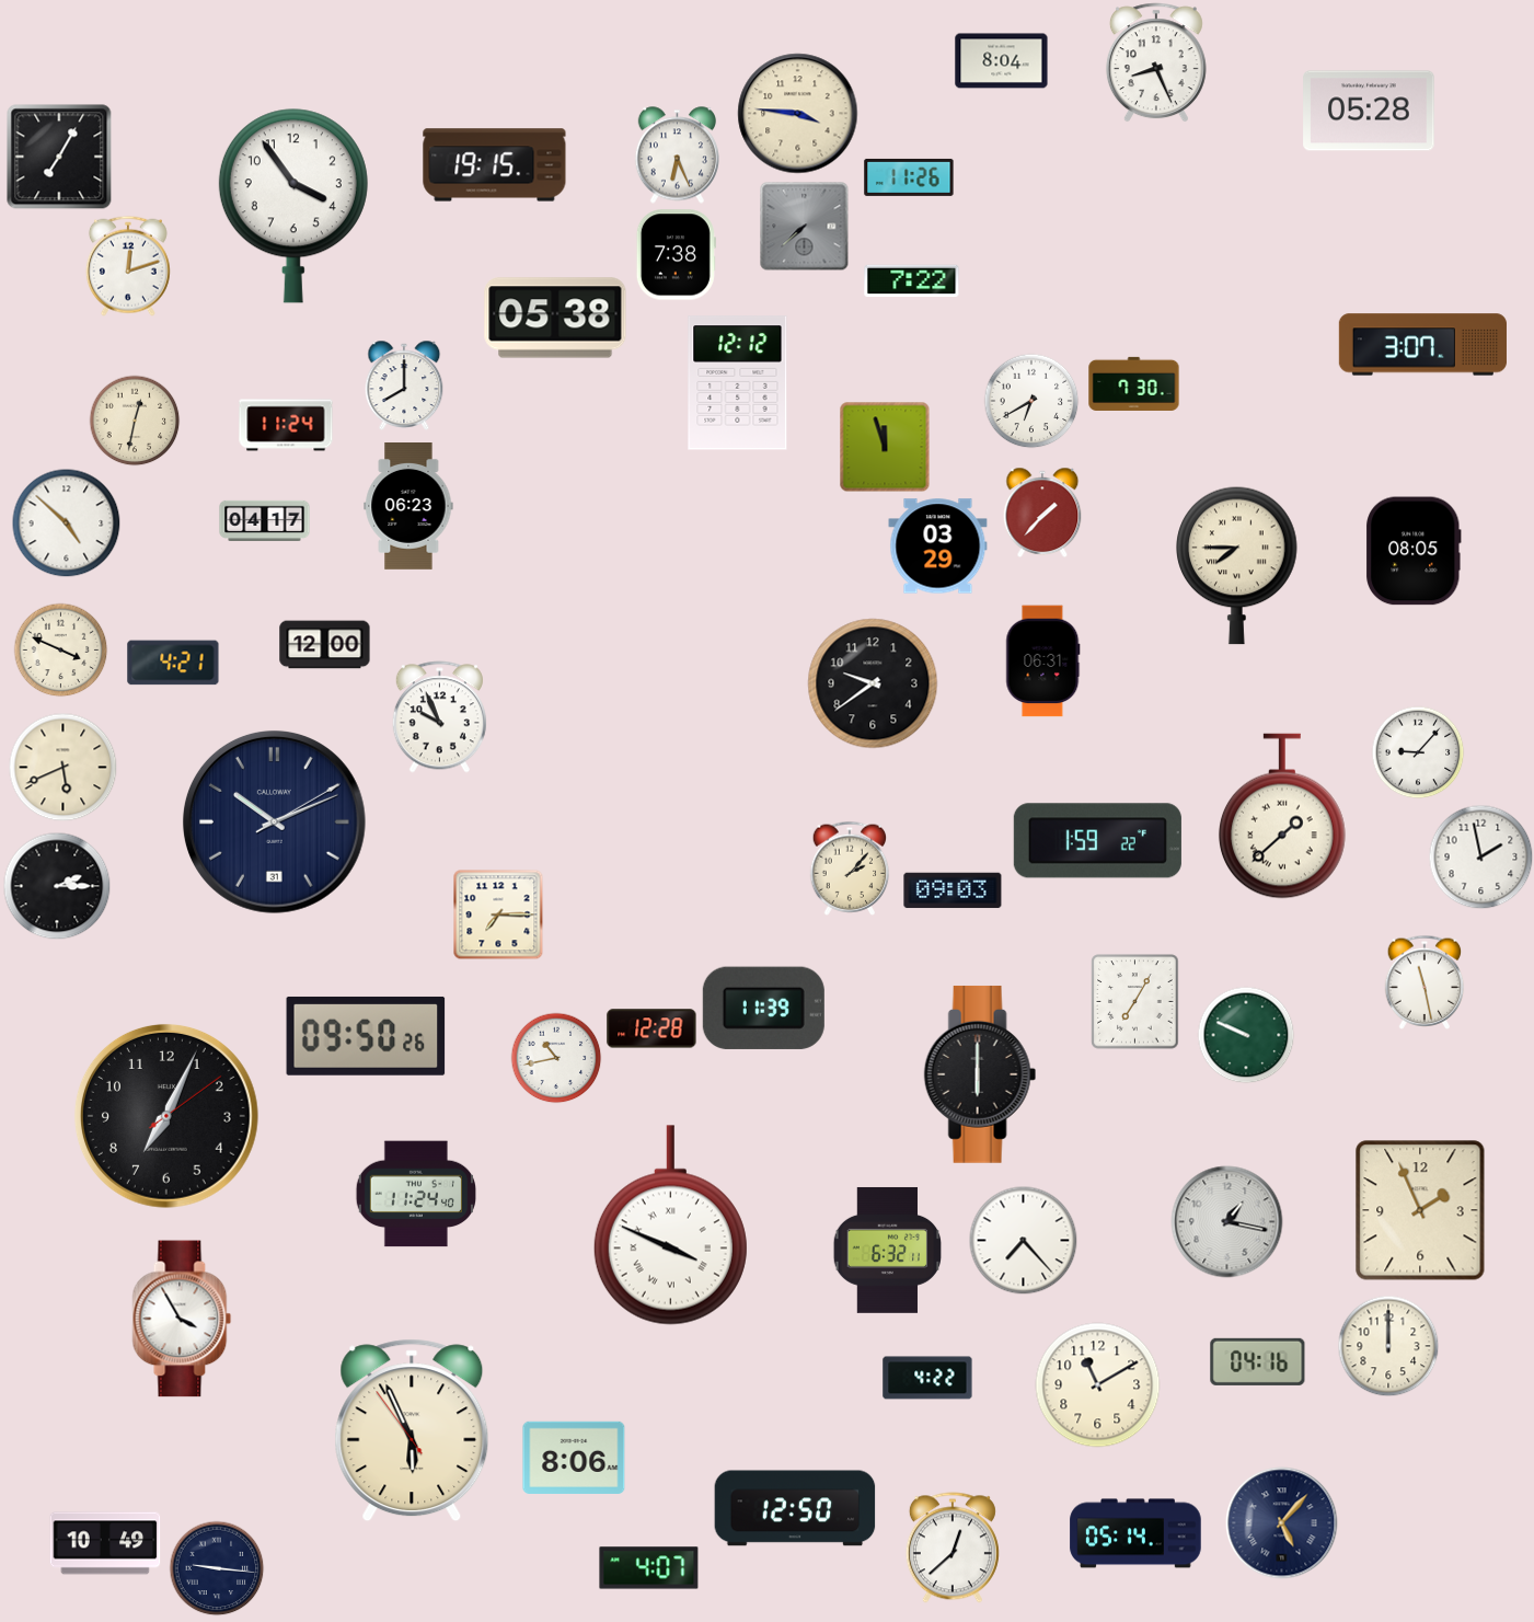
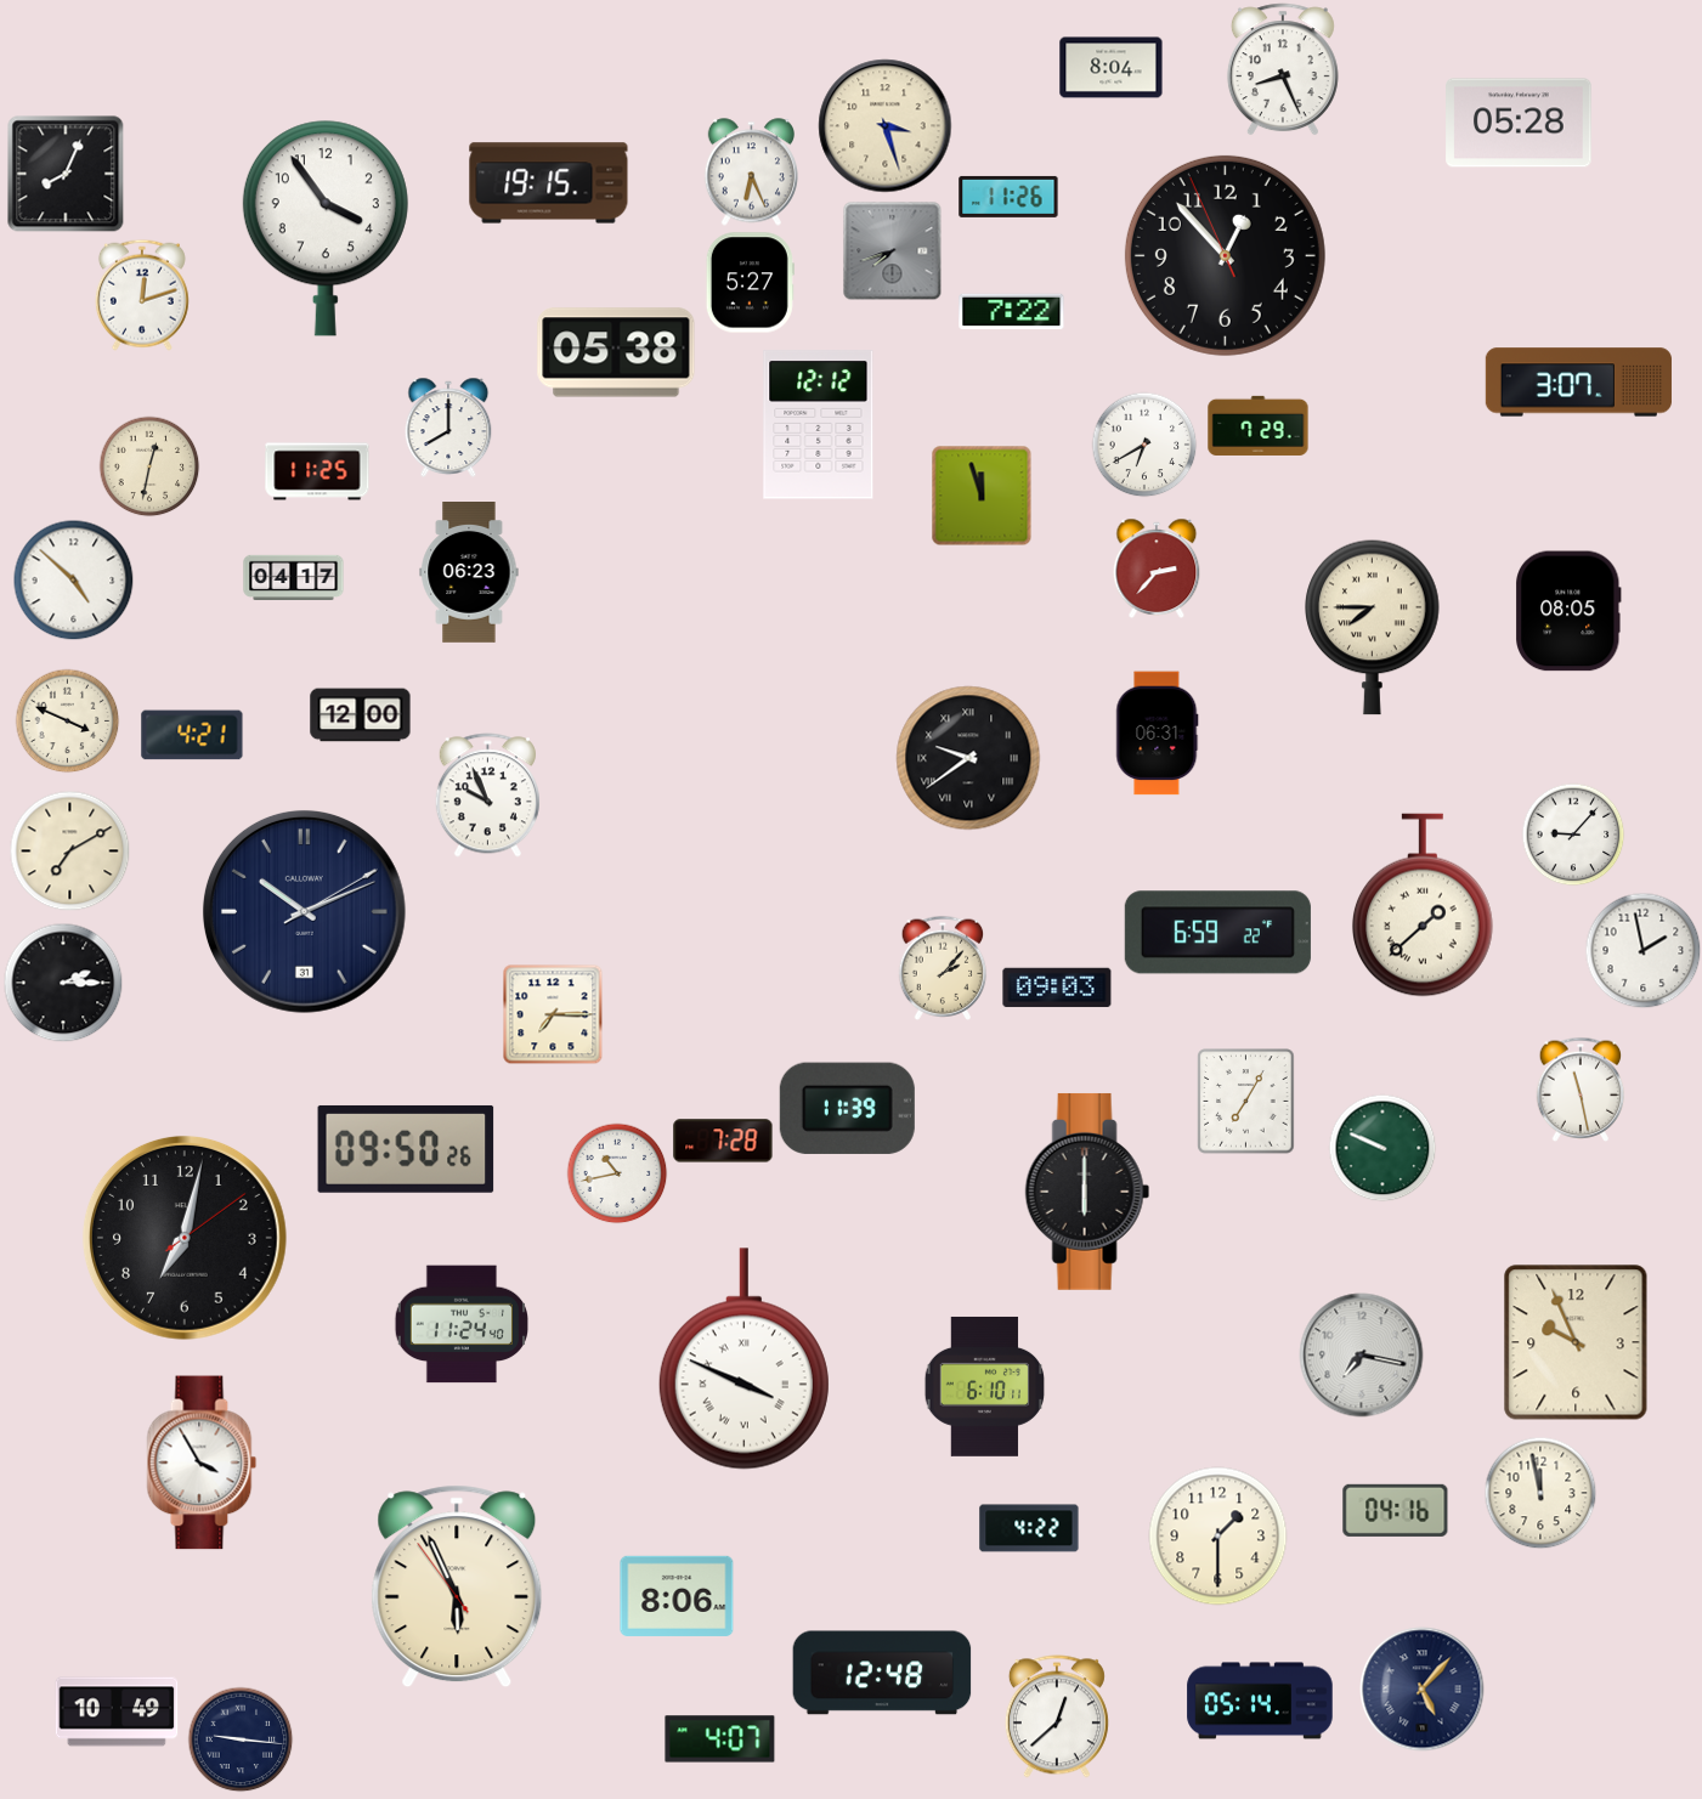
clock at (798, 114): 3:46 -> 3:27
clock at (59, 157): 7:05 -> 8:04
clock at (804, 226): 7:38 -> 7:42
clock at (1225, 255): none -> 12:52
clock at (676, 255): 7:38 -> 5:27
clock at (1134, 383): 7:30 -> 7:29
clock at (286, 425): 11:24 -> 11:25
clock at (408, 507) position: (408, 507) -> (469, 573)
clock at (1042, 513): 1:37 -> 2:37
clock at (938, 547): 03:29 -> none
clock at (873, 683) numerals: Arabic -> Roman
clock at (64, 768): 5:41 -> 7:10
clock at (1097, 841): 1:59 -> 6:59
clock at (850, 868) position: (850, 868) -> (943, 968)
clock at (1135, 1002) position: (1135, 1002) -> (1246, 1102)
clock at (763, 1008) position: (763, 1008) -> (847, 1108)
clock at (651, 1028): 12:28 -> 7:28
clock at (166, 1116): 7:04 -> 7:02
clock at (1420, 1210): 1:56 -> 9:56
clock at (1227, 1222): 1:17 -> 7:17
clock at (1024, 1241): 7:23 -> none
clock at (888, 1250): 6:32 -> 6:10
clock at (1388, 1346): 12:00 -> 11:58
clock at (1098, 1385): 11:10 -> 1:30
clock at (574, 1458) position: (574, 1458) -> (677, 1596)
clock at (795, 1508): 12:50 -> 12:48
